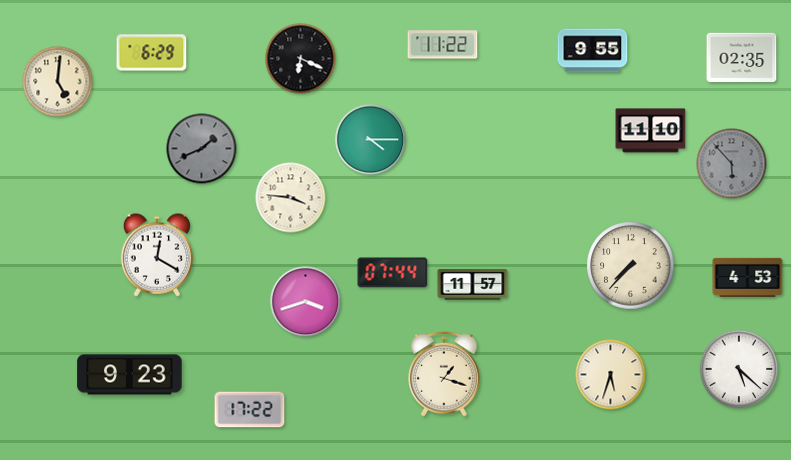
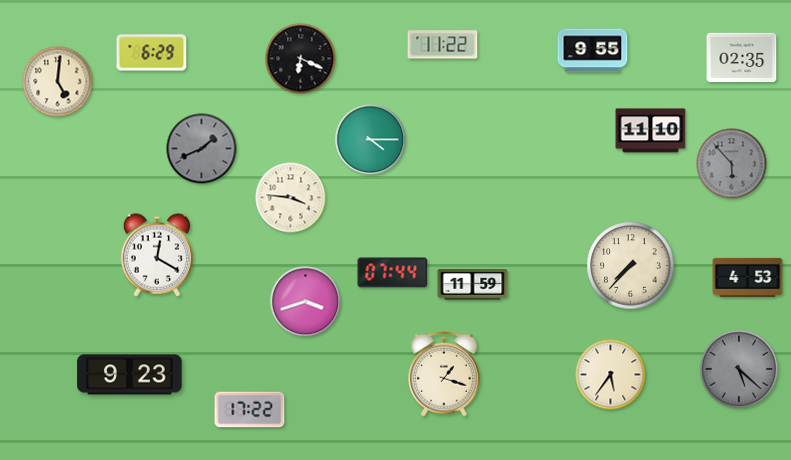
clock at (473, 285): 11:57 -> 11:59
clock at (739, 369) dial: white -> grey
clock at (611, 375): 5:33 -> 5:36
